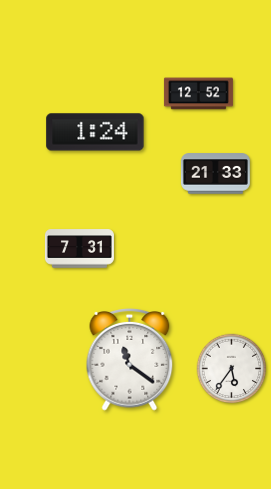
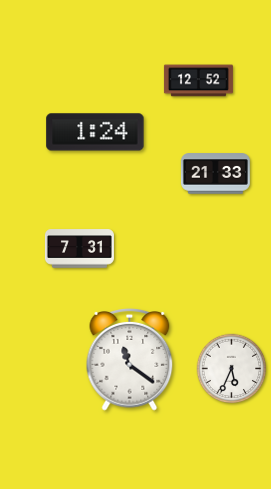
clock at (198, 94) position: (198, 94) -> (198, 81)
clock at (232, 369): 5:36 -> 5:34
